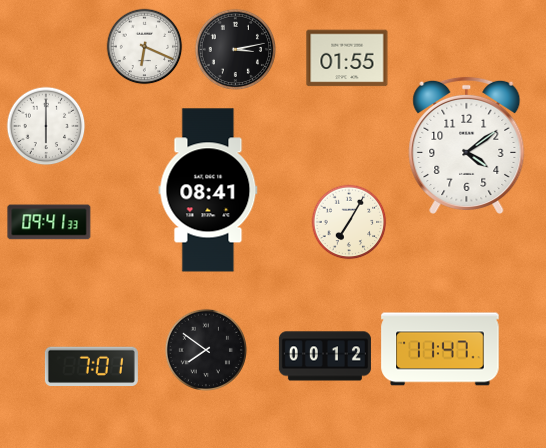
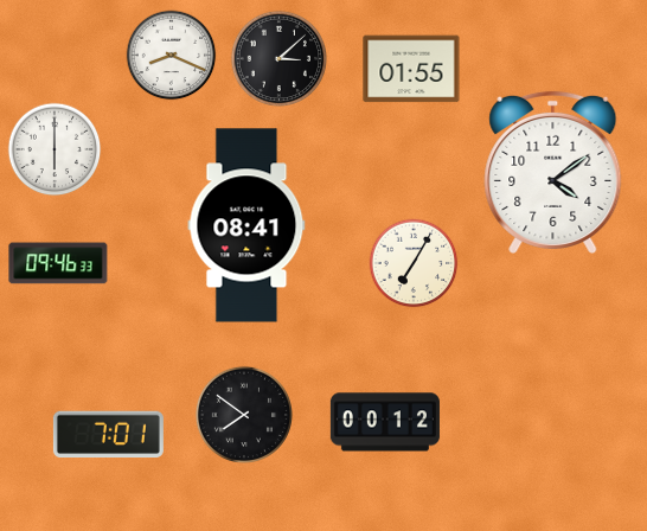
clock at (145, 47): 6:19 -> 8:19
clock at (235, 49): 3:13 -> 3:08
clock at (49, 222): 09:41 -> 09:46
clock at (440, 349): 11:47 -> none
